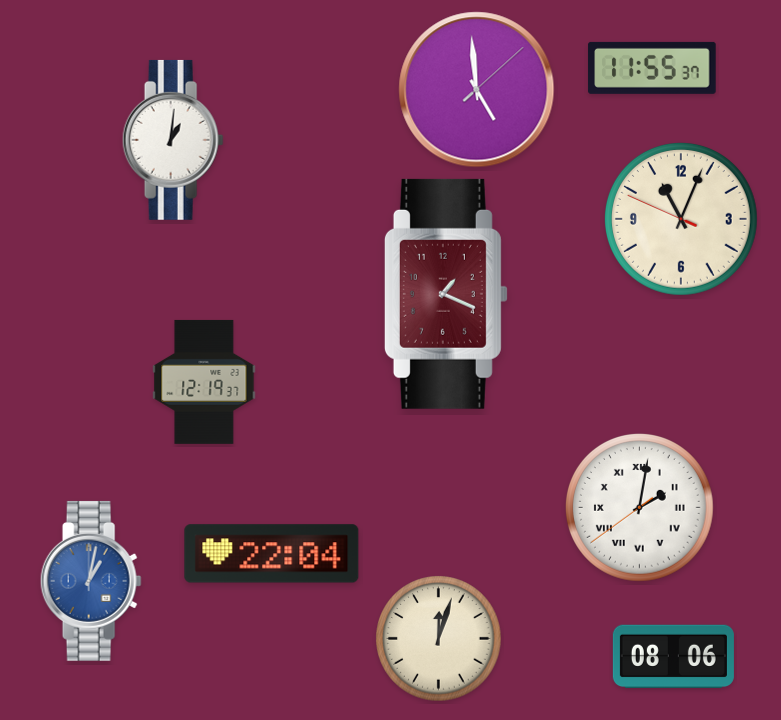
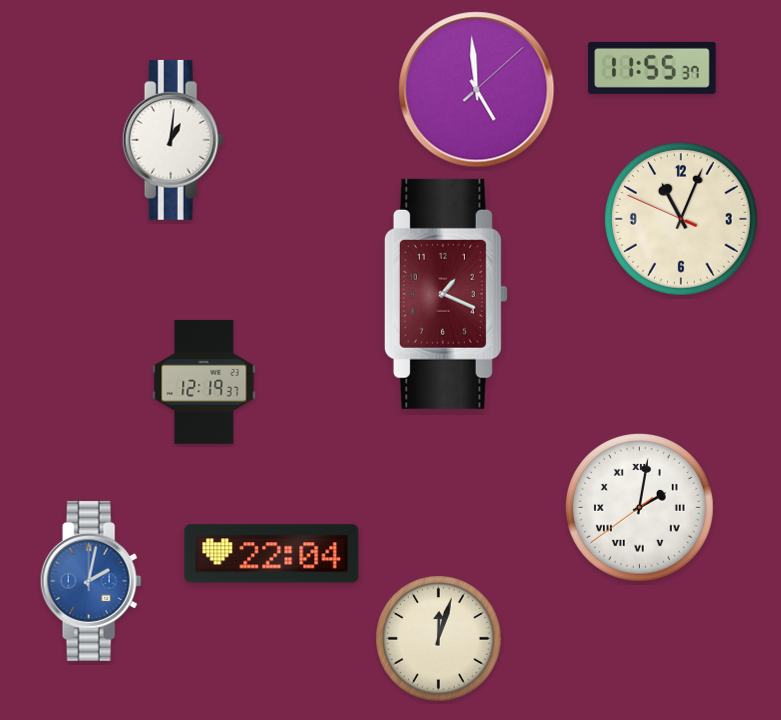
clock at (91, 581): 1:02 -> 2:02
clock at (673, 657): 08:06 -> none
